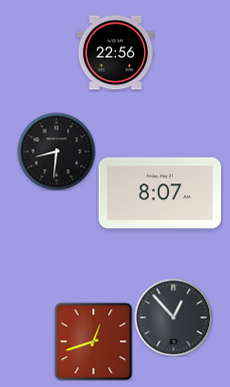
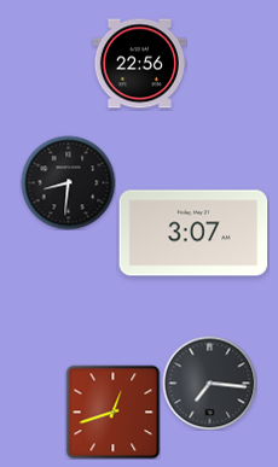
clock at (160, 193): 8:07 -> 3:07
clock at (173, 317): 12:53 -> 7:16
